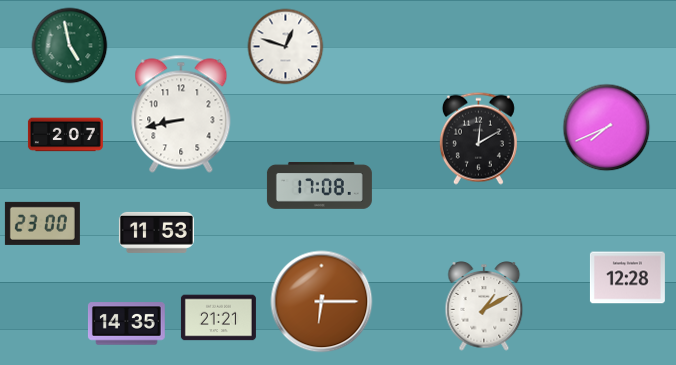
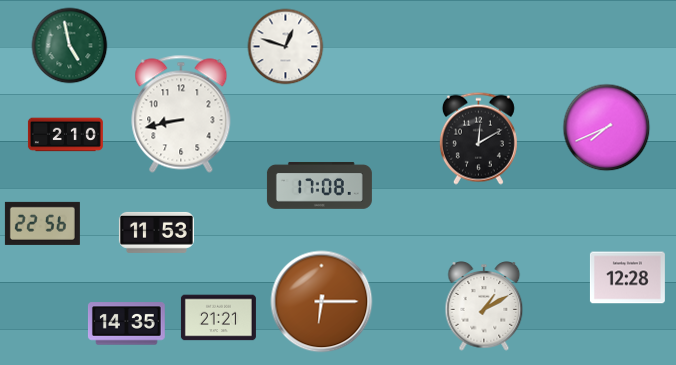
clock at (65, 135): 2:07 -> 2:10
clock at (42, 223): 23:00 -> 22:56
